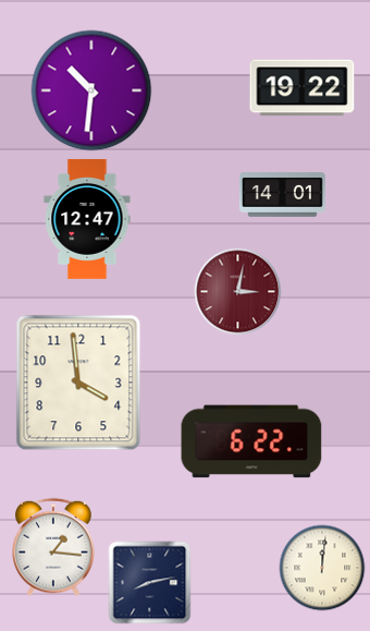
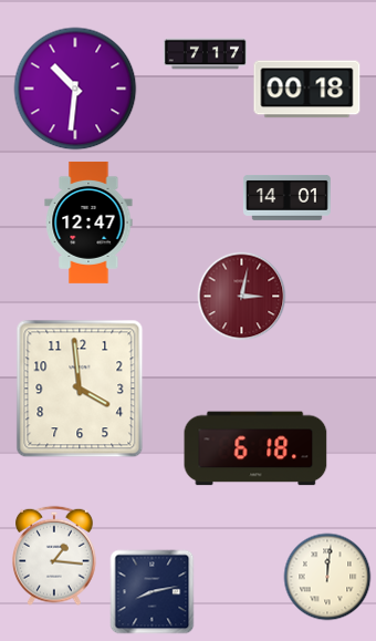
clock at (205, 54): none -> 7:17
clock at (303, 88): 19:22 -> 00:18
clock at (91, 90) position: (91, 90) -> (75, 89)
clock at (251, 441): 6:22 -> 6:18
